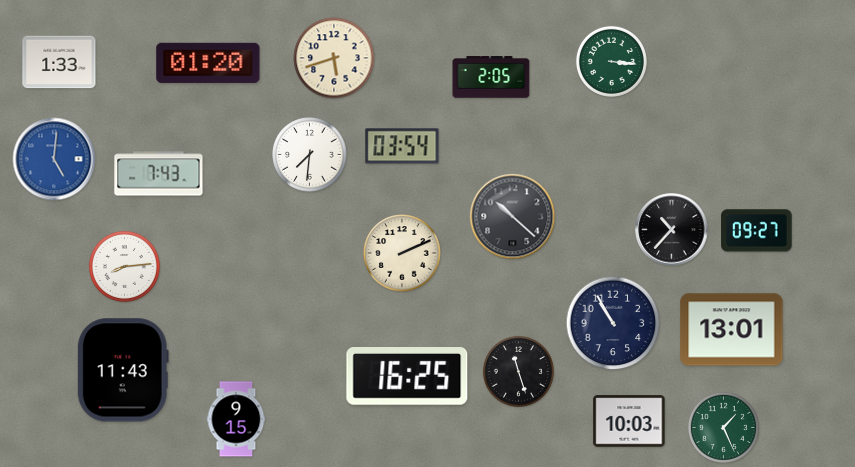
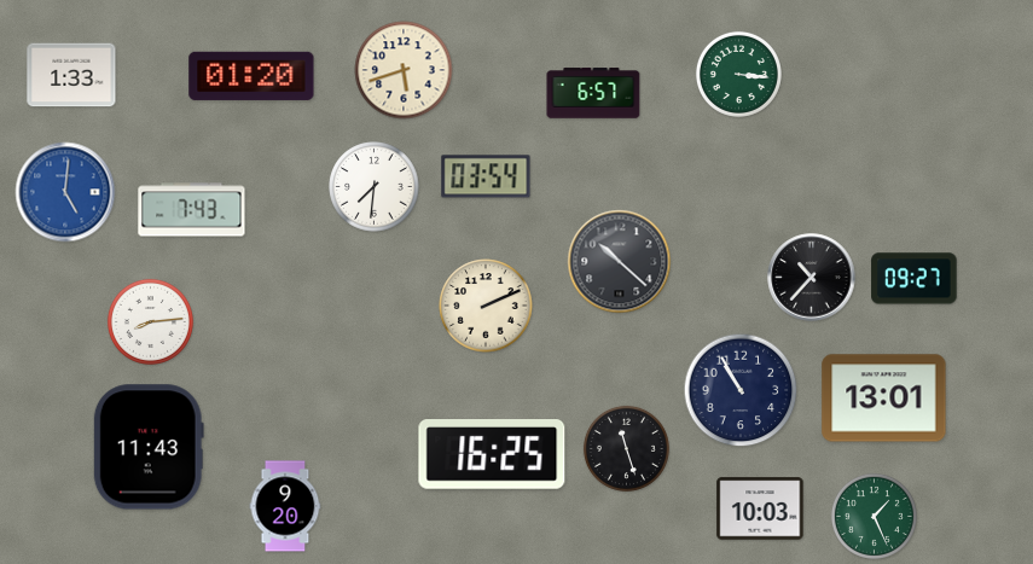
clock at (491, 77): 2:05 -> 6:57
clock at (236, 419): 9:15 -> 9:20
